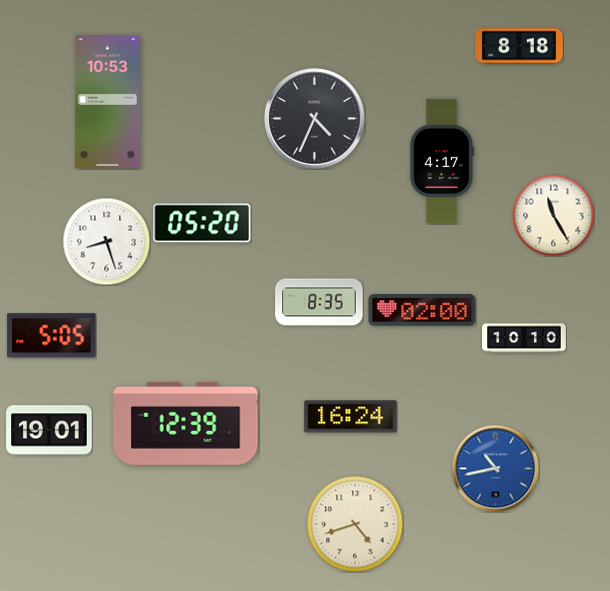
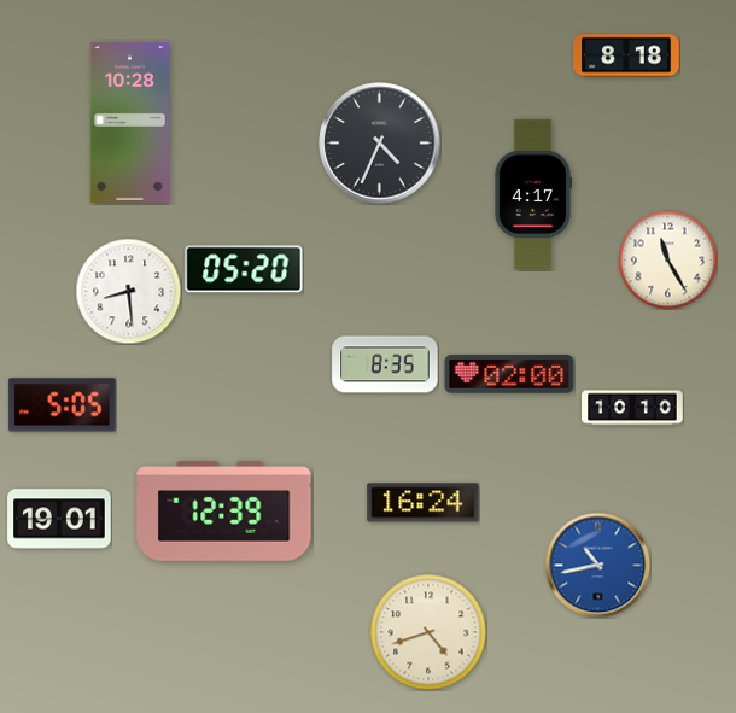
clock at (107, 102): 10:53 -> 10:28
clock at (106, 241): 8:27 -> 8:29
